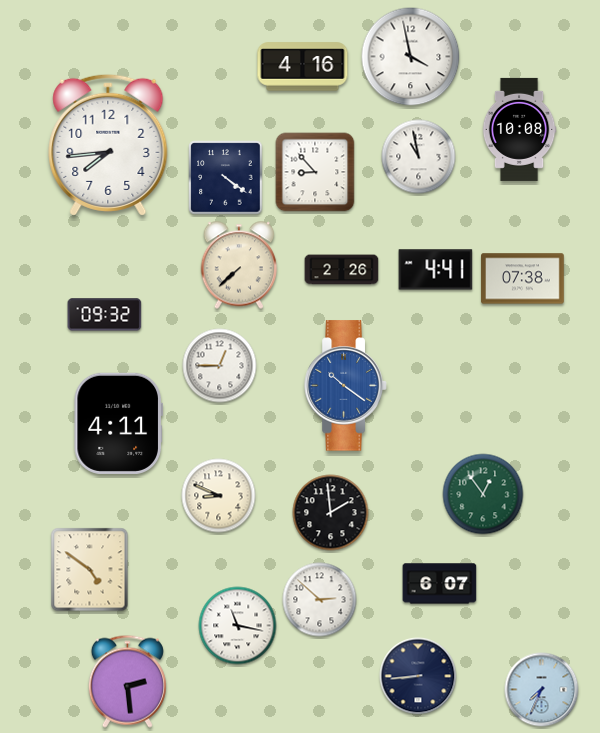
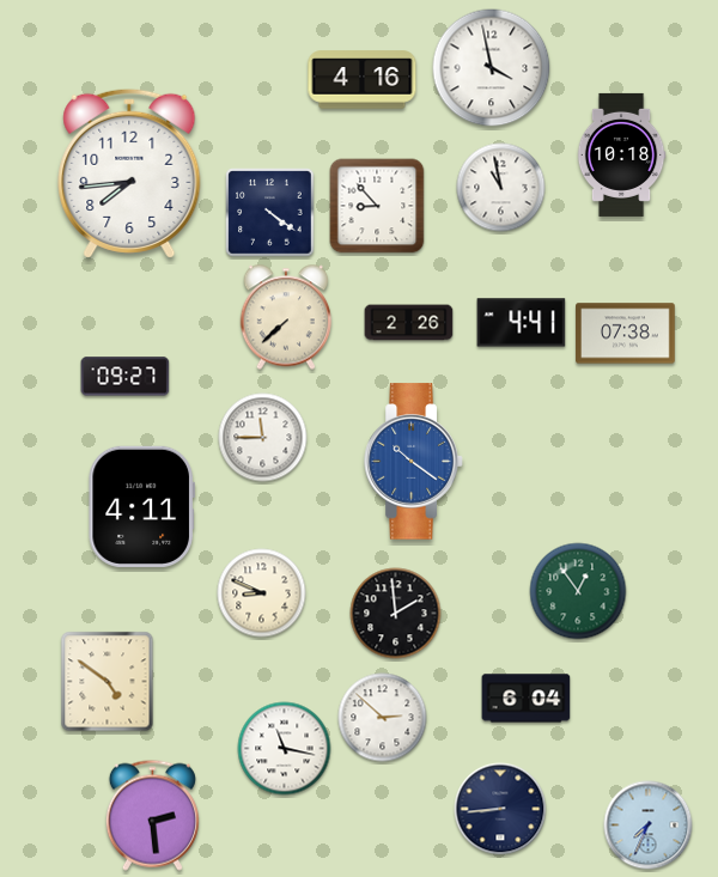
clock at (519, 129): 10:08 -> 10:18
clock at (105, 315): 09:32 -> 09:27
clock at (220, 366): 12:45 -> 11:45
clock at (440, 584): 6:07 -> 6:04
